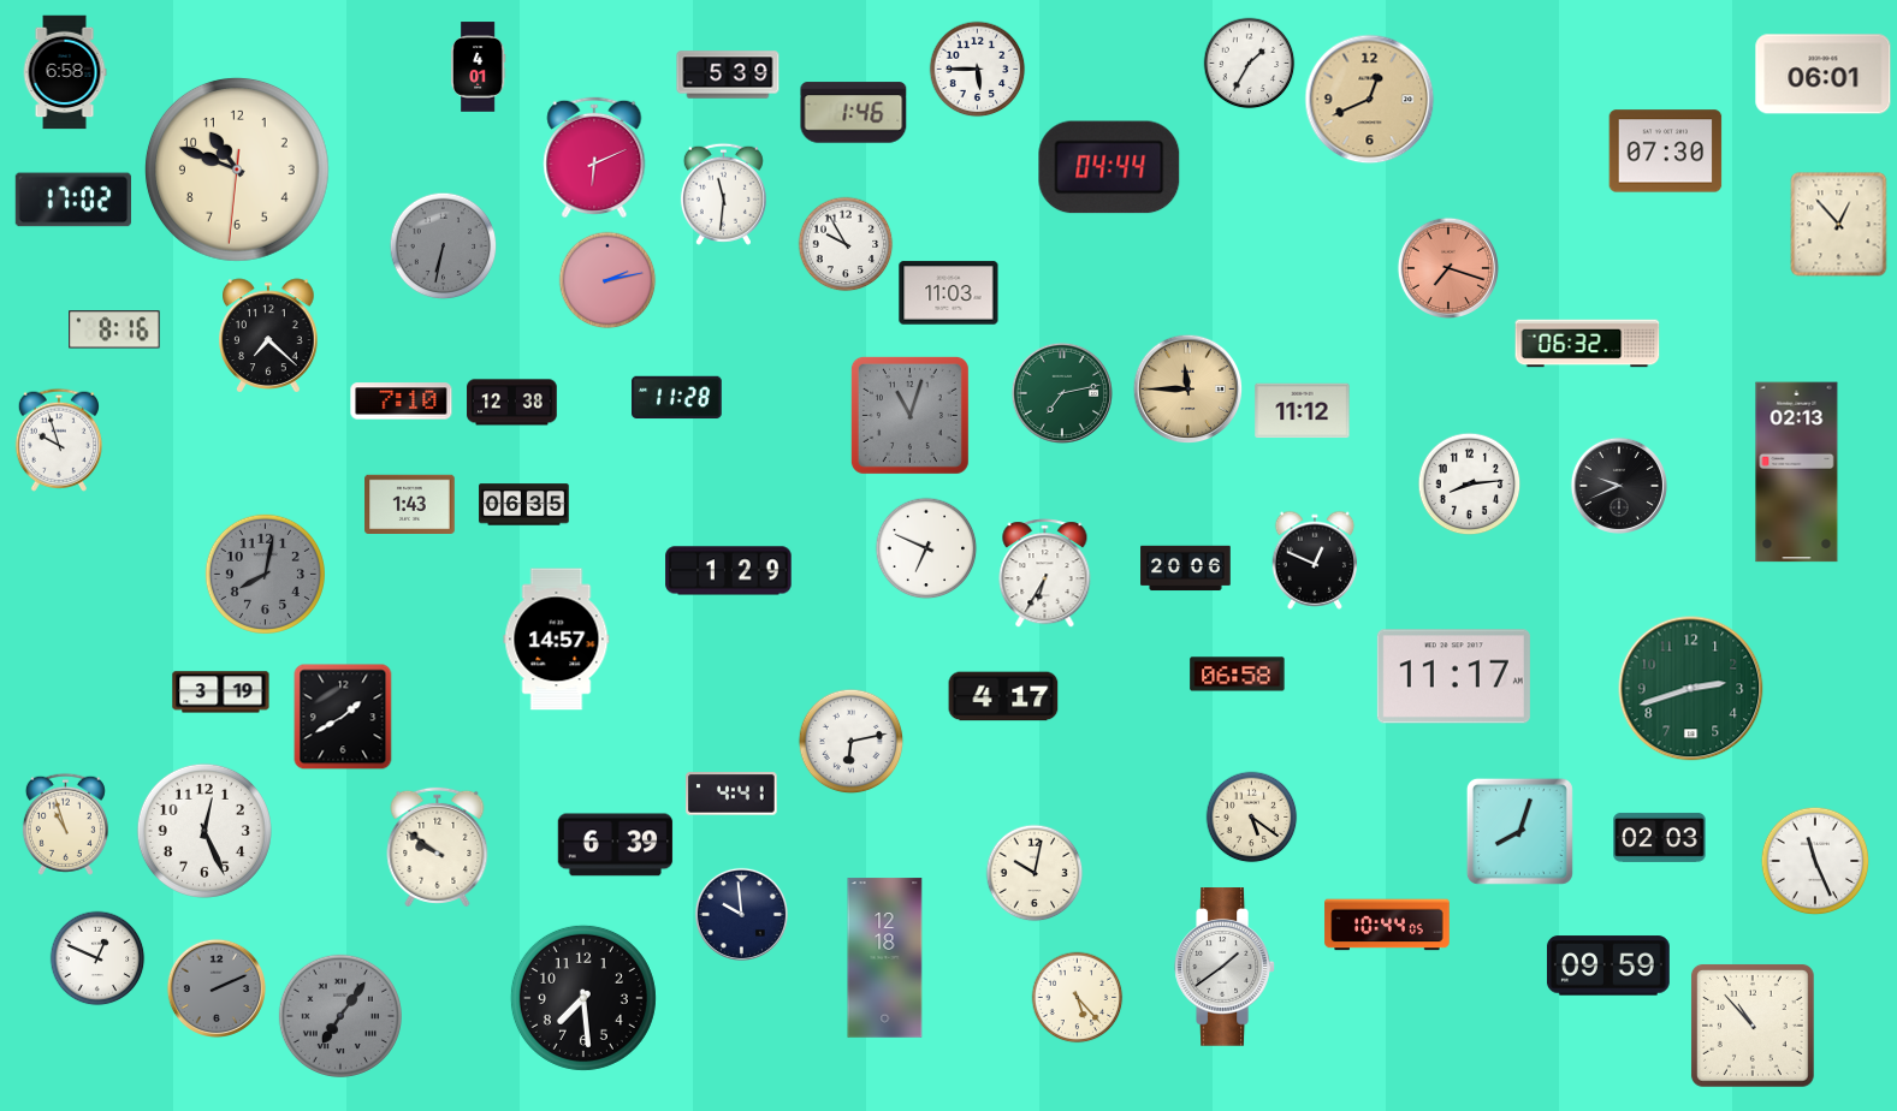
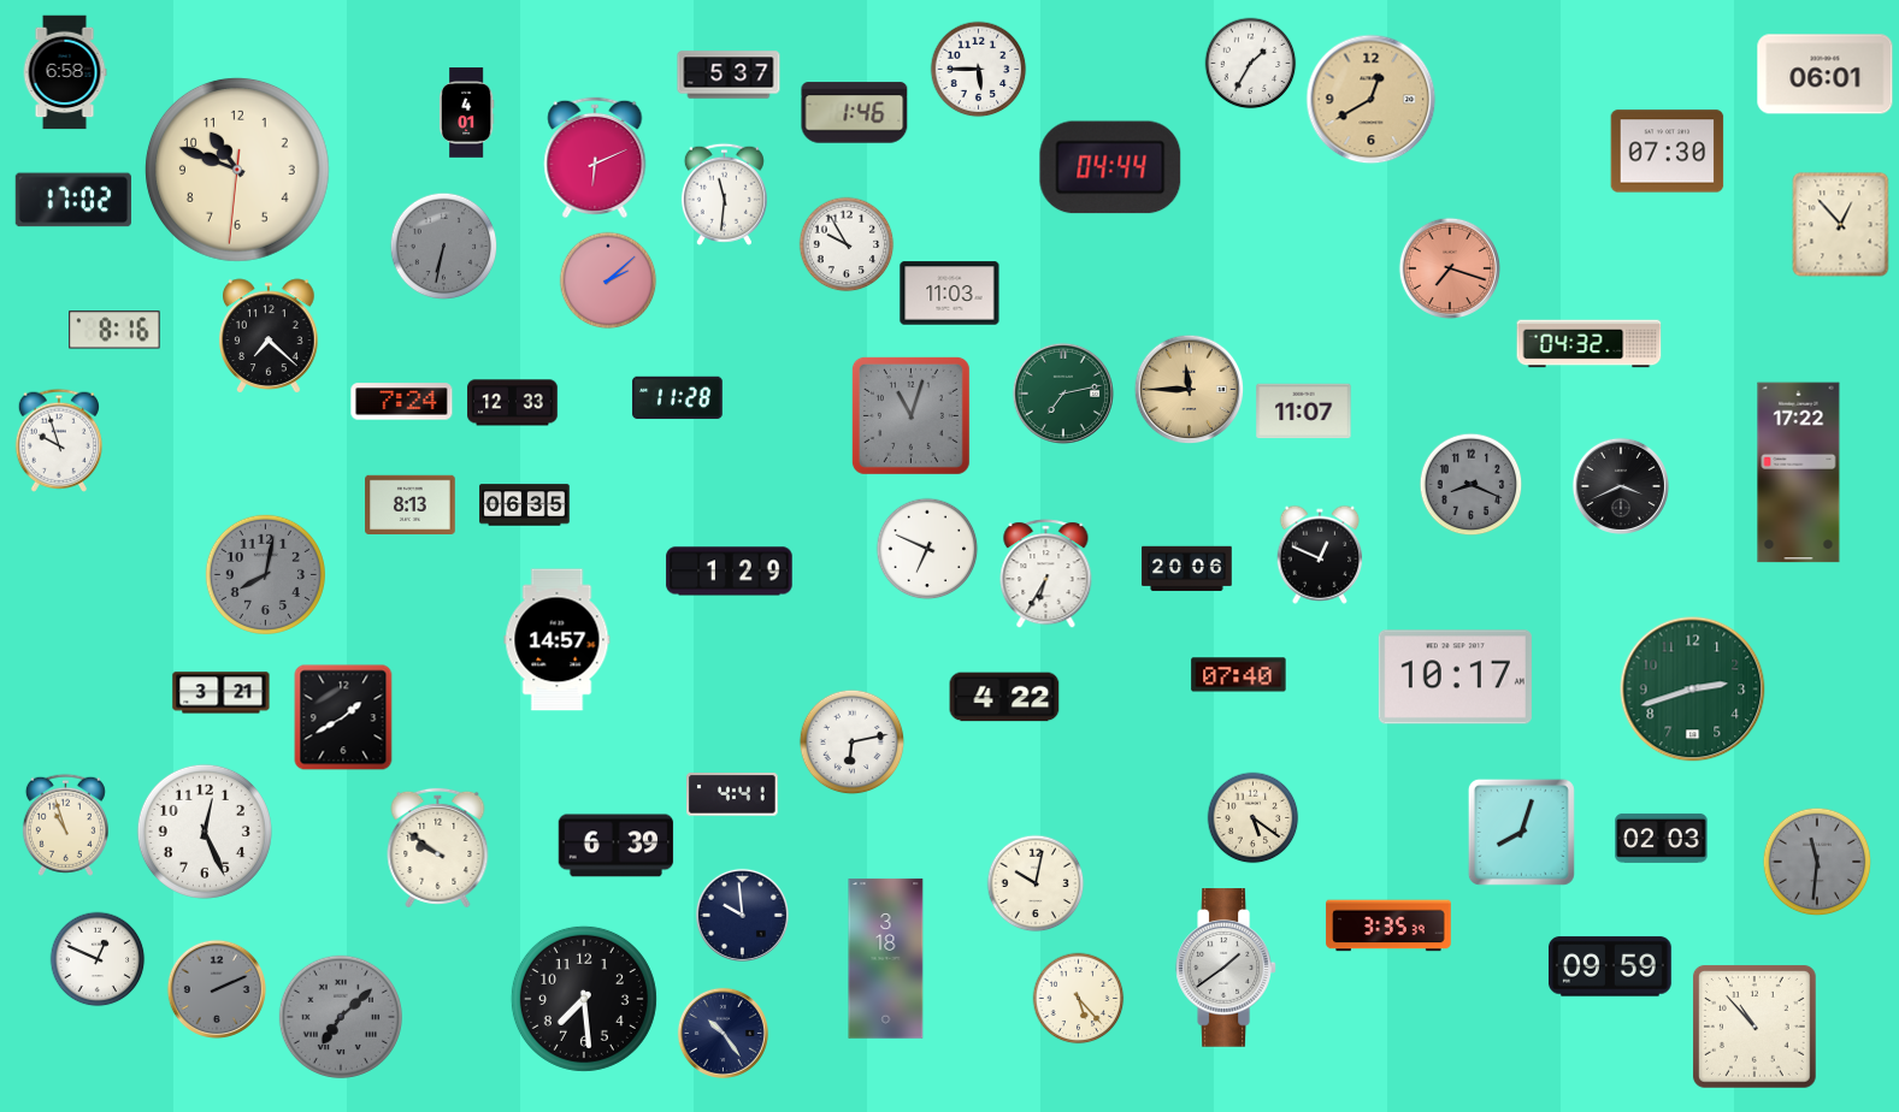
clock at (478, 67) position: (478, 67) -> (466, 113)
clock at (728, 75): 5:39 -> 5:37
clock at (1370, 100): 12:41 -> 12:40
clock at (607, 280): 2:13 -> 2:08
clock at (1588, 344): 06:32 -> 04:32
clock at (402, 402): 7:10 -> 7:24
clock at (512, 403): 12:38 -> 12:33
clock at (1303, 411): 11:12 -> 11:07
clock at (1797, 473): 02:13 -> 17:22
clock at (1470, 485): 8:14 -> 8:19
clock at (1470, 485) dial: white -> grey
clock at (1619, 486): 9:41 -> 3:41
clock at (410, 504): 1:43 -> 8:13
clock at (1315, 560) position: (1315, 560) -> (1320, 555)
clock at (1238, 675): 06:58 -> 07:40
clock at (1453, 677): 11:17 -> 10:17
clock at (221, 693): 3:19 -> 3:21
clock at (1003, 696): 4:17 -> 4:22
clock at (1815, 861): 11:26 -> 11:31
clock at (1815, 861) dial: white -> grey
clock at (1035, 873) position: (1035, 873) -> (1036, 883)
clock at (1387, 925): 10:44 -> 3:35
clock at (885, 958): 12:18 -> 3:18
clock at (340, 1016): 7:06 -> 7:08
clock at (723, 1033): none -> 10:24
